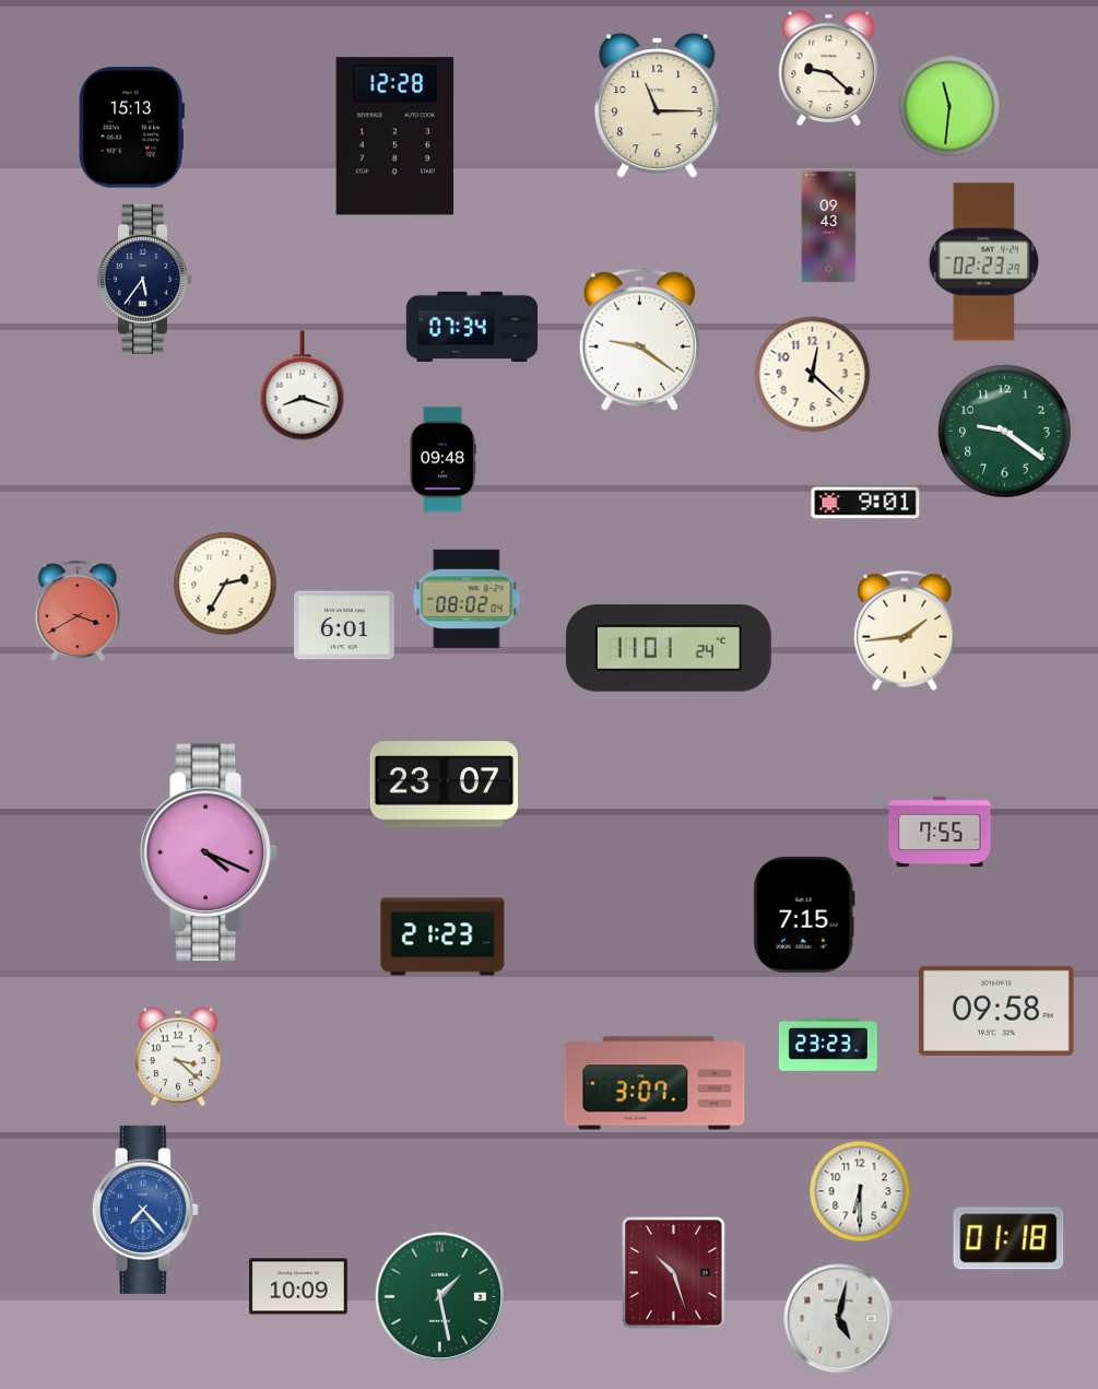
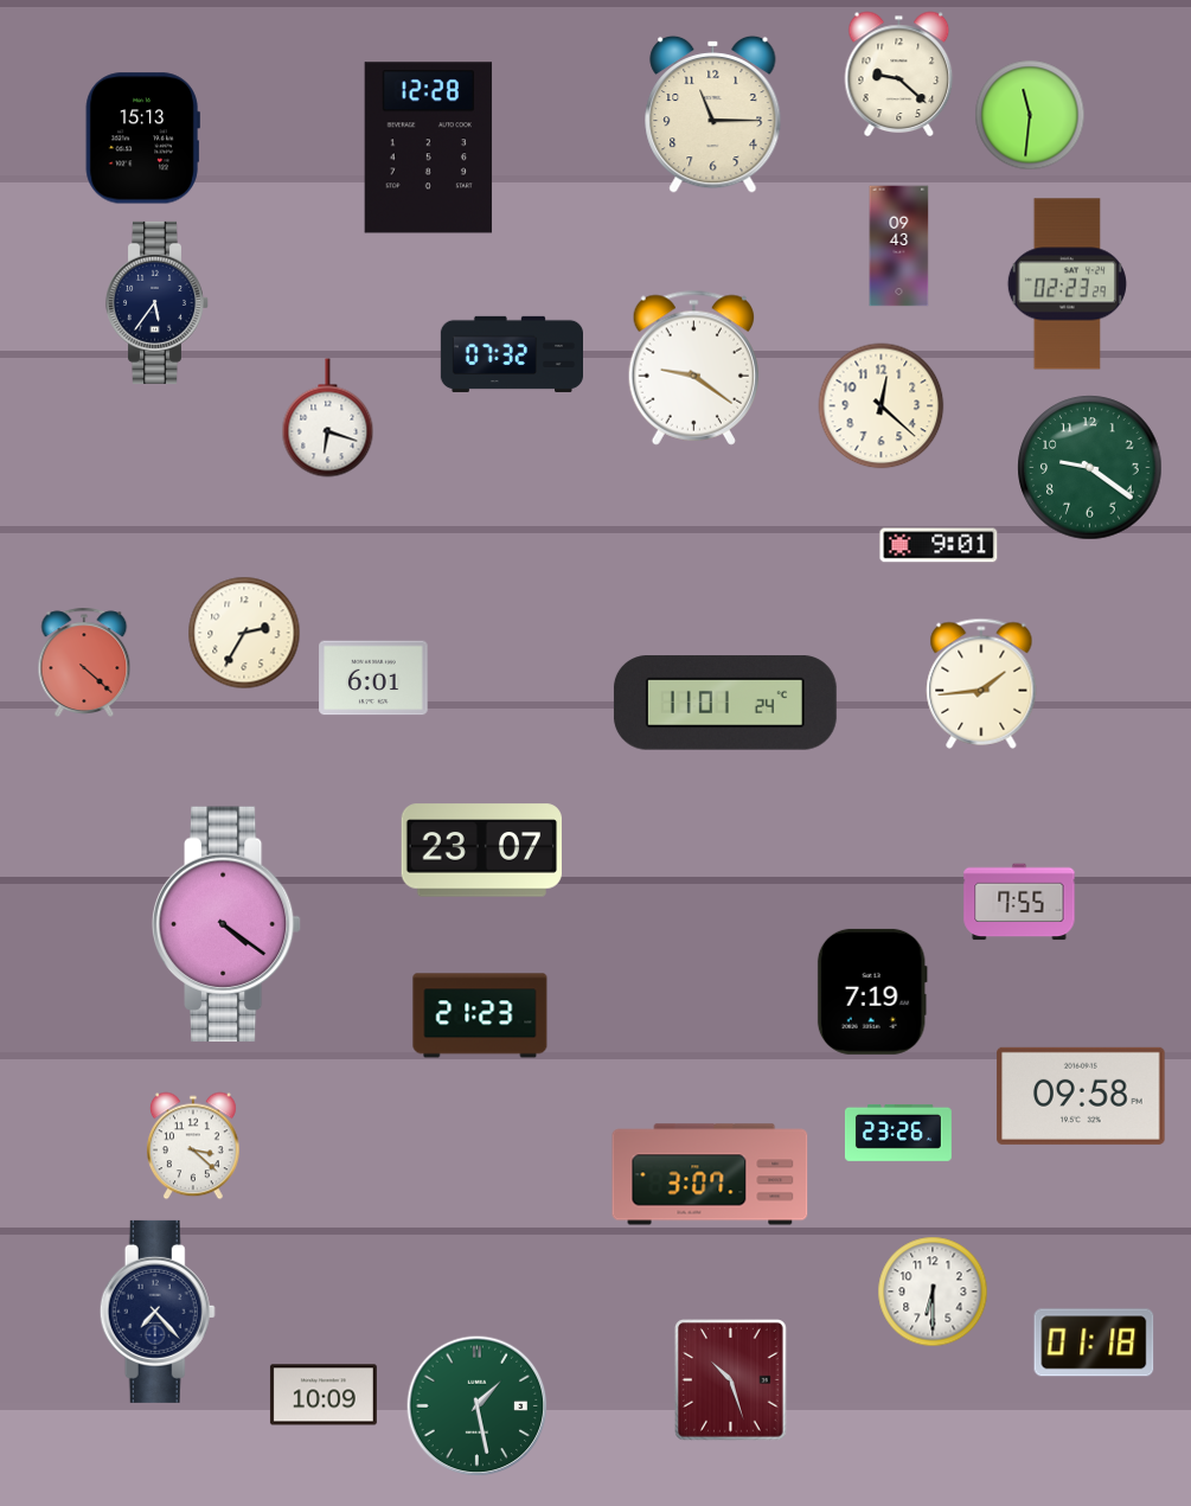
clock at (471, 327): 07:34 -> 07:32
clock at (303, 386): 8:18 -> 6:18
clock at (442, 460): 09:48 -> none
clock at (467, 599): 08:02 -> none
clock at (78, 610): 3:40 -> 4:22
clock at (209, 852): 4:19 -> 4:21
clock at (804, 915): 7:15 -> 7:19
clock at (828, 1045): 23:23 -> 23:26
clock at (145, 1210) dial: blue -> navy
clock at (839, 1319): 5:02 -> none
